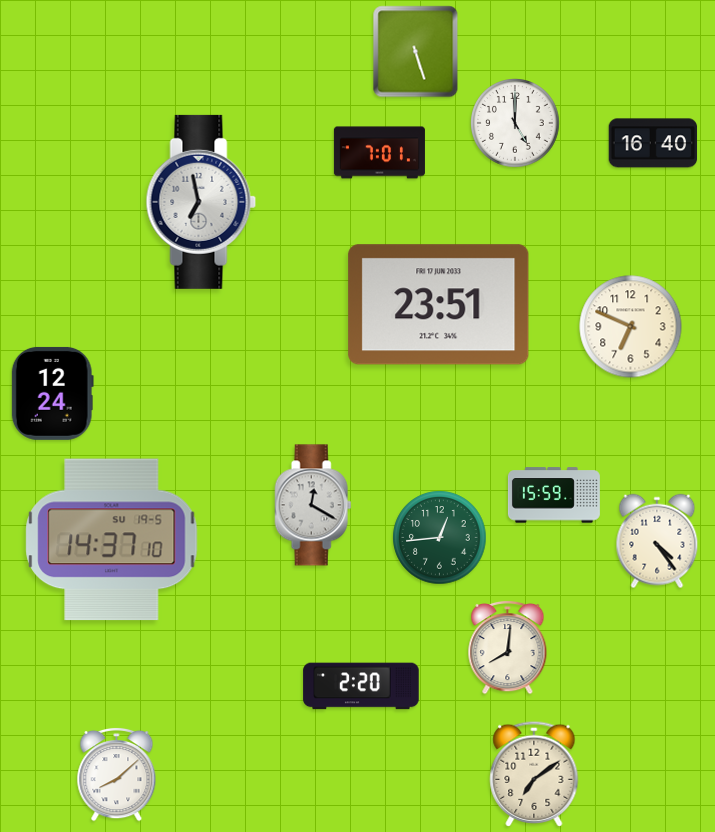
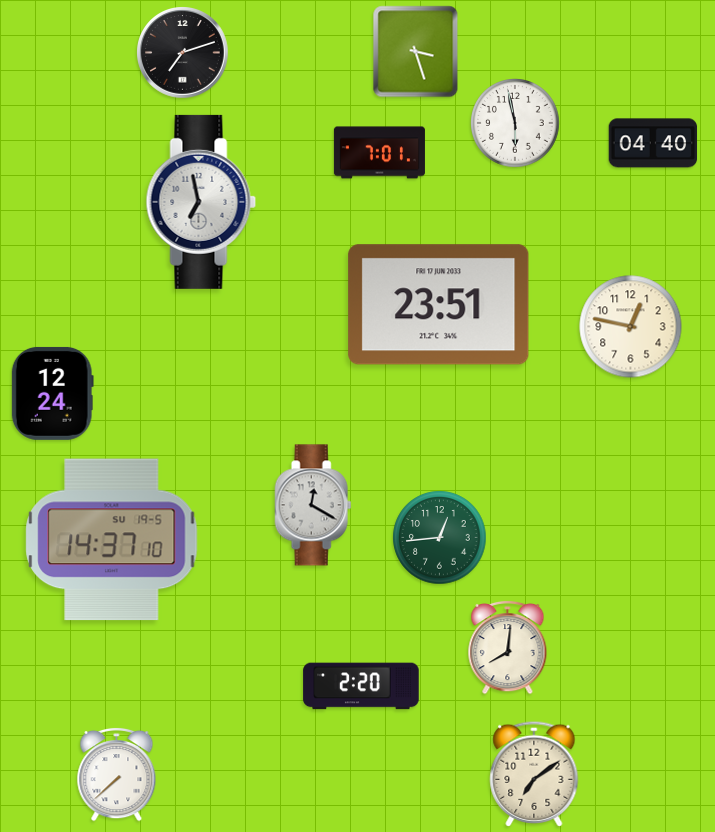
clock at (416, 52): 5:27 -> 3:27
clock at (183, 53): none -> 7:12
clock at (516, 124): 5:00 -> 5:58
clock at (653, 143): 16:40 -> 04:40
clock at (631, 327): 6:49 -> 12:47
clock at (554, 495): 15:59 -> none
clock at (657, 541): 4:24 -> none
clock at (117, 774): 8:08 -> 7:38
